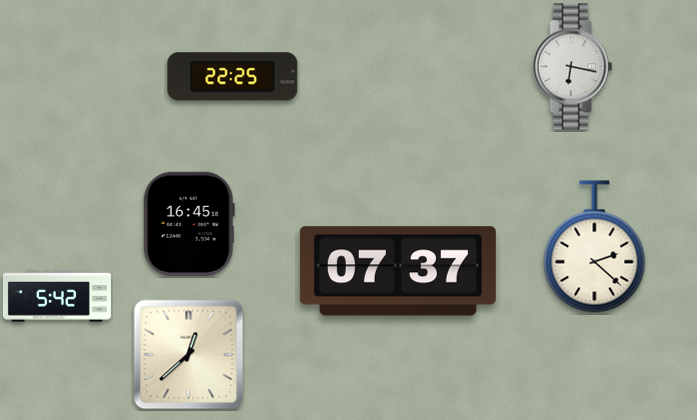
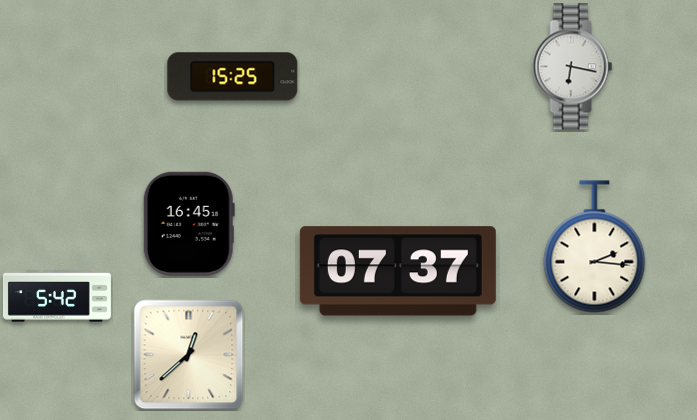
clock at (233, 77): 22:25 -> 15:25
clock at (595, 247): 2:22 -> 2:16
